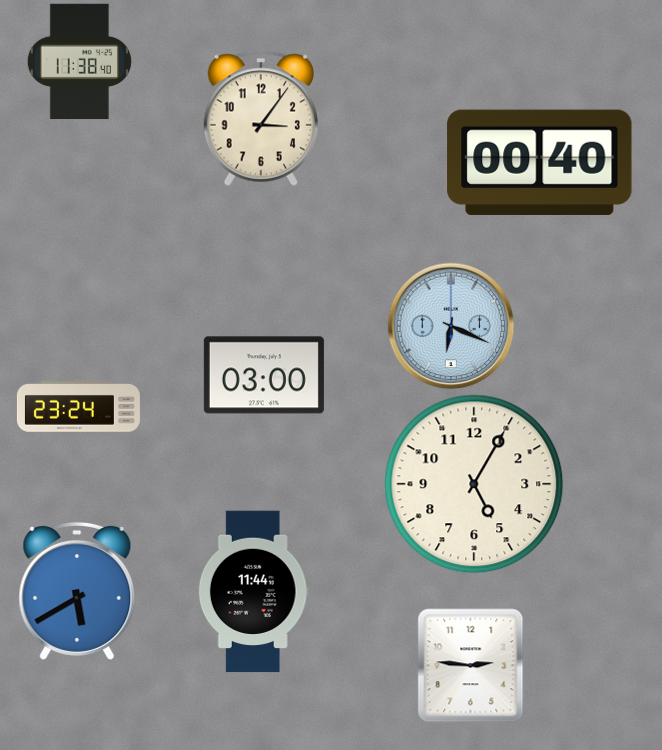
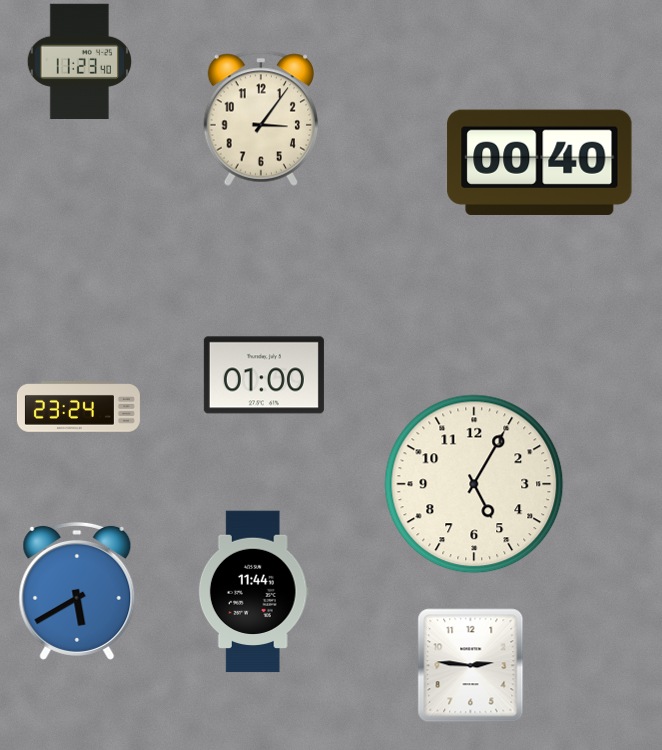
clock at (79, 62): 11:38 -> 11:23
clock at (451, 326): 6:19 -> none
clock at (264, 375): 03:00 -> 01:00
